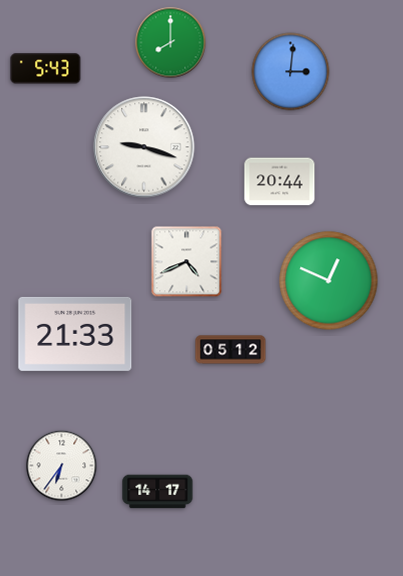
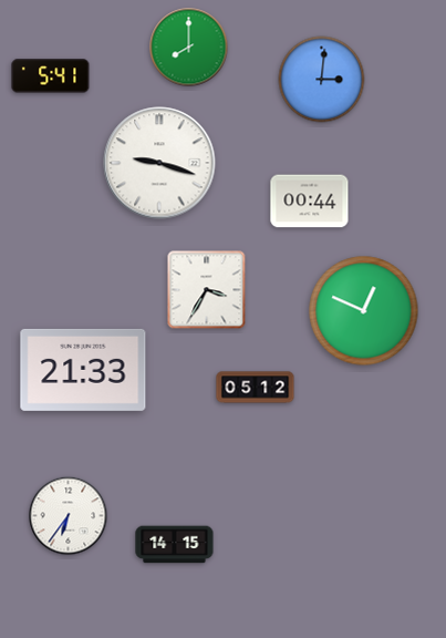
clock at (46, 69): 5:43 -> 5:41
clock at (280, 182): 20:44 -> 00:44
clock at (187, 262): 4:41 -> 3:35
clock at (158, 492): 14:17 -> 14:15
